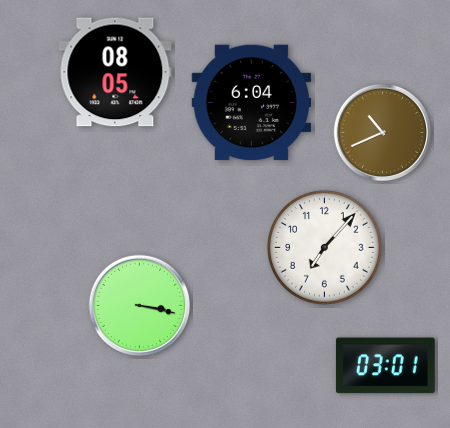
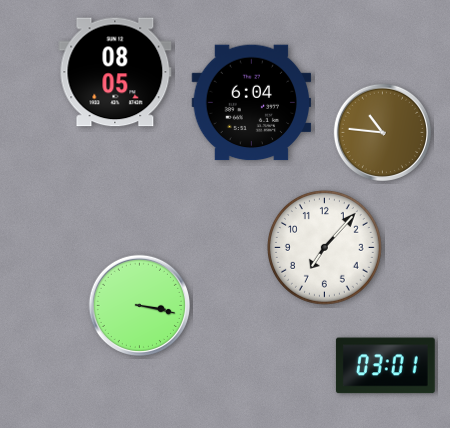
clock at (382, 132): 10:41 -> 10:46
